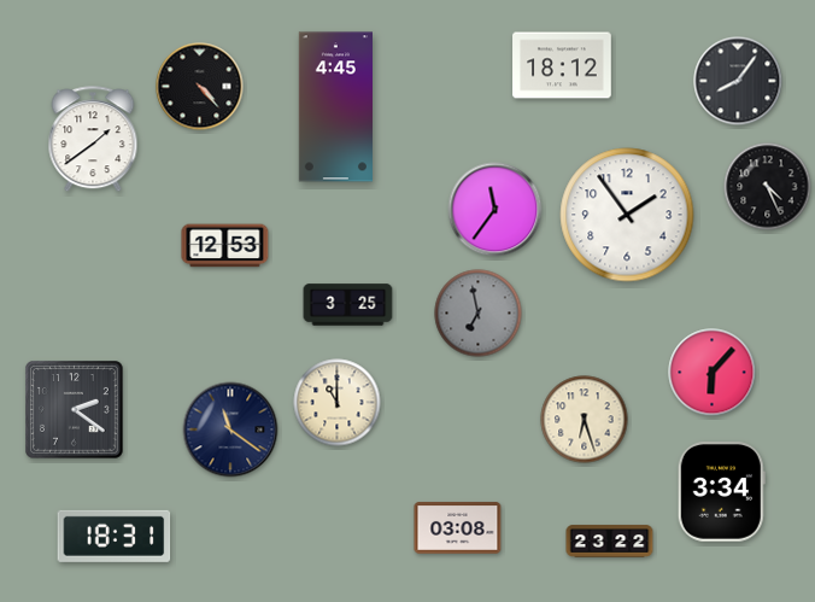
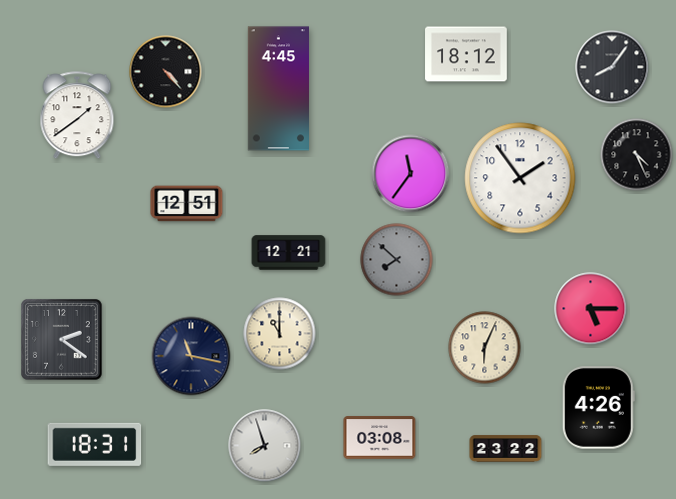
clock at (225, 246): 12:53 -> 12:51
clock at (348, 305): 3:25 -> 12:21
clock at (479, 314): 6:58 -> 7:52
clock at (713, 373): 6:07 -> 5:15
clock at (585, 420): 6:27 -> 6:04
clock at (230, 429): 11:21 -> 11:17
clock at (721, 492): 3:34 -> 4:26
clock at (265, 446): none -> 7:57
